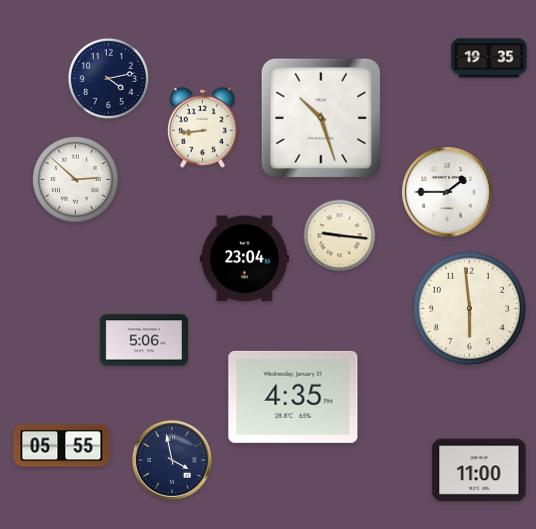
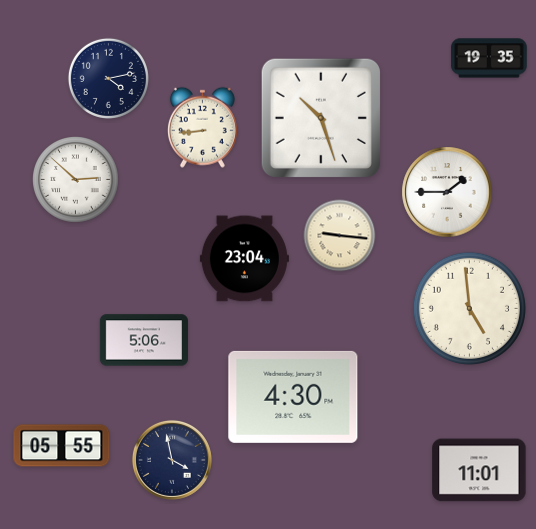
clock at (469, 308): 5:59 -> 4:59
clock at (293, 397): 4:35 -> 4:30
clock at (479, 470): 11:00 -> 11:01
